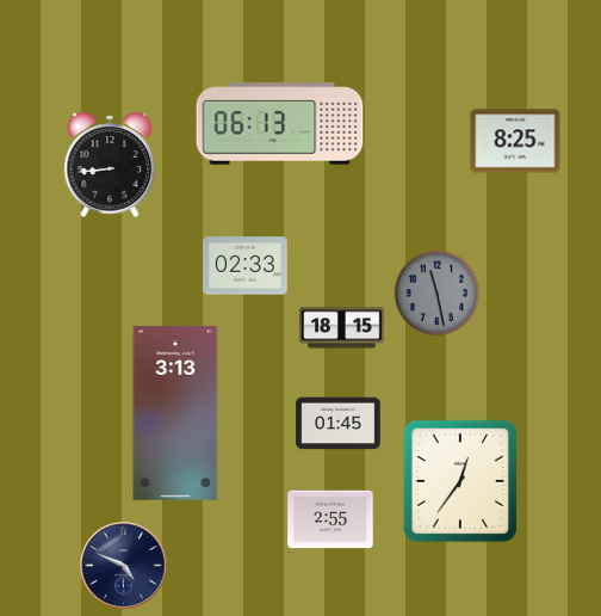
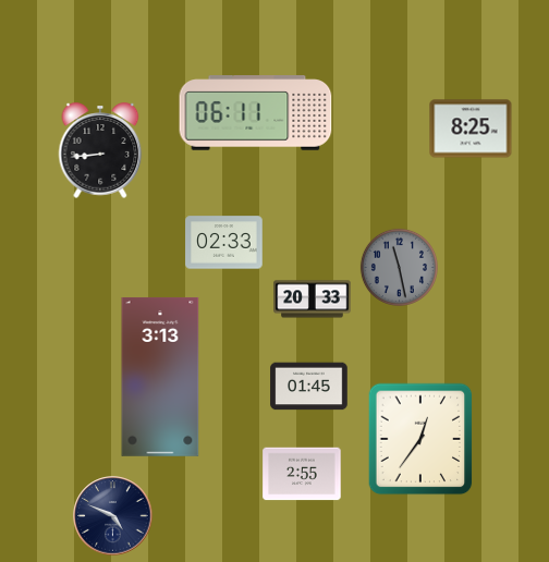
clock at (280, 124): 06:13 -> 06:11
clock at (342, 328): 18:15 -> 20:33
